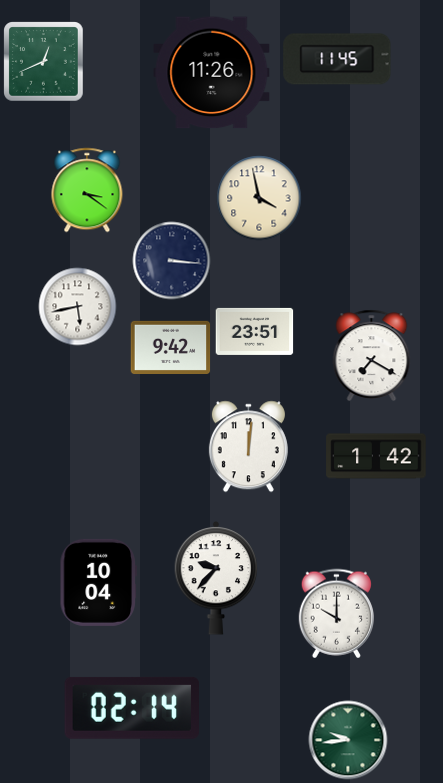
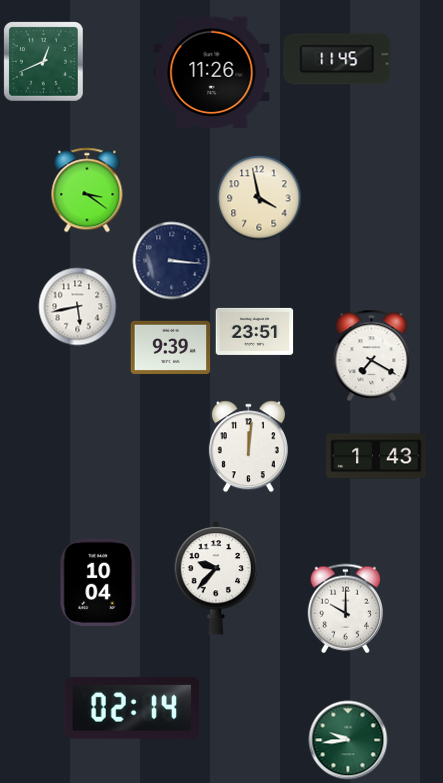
clock at (170, 347): 9:42 -> 9:39
clock at (376, 456): 1:42 -> 1:43
clock at (336, 613) position: (336, 613) -> (345, 608)
